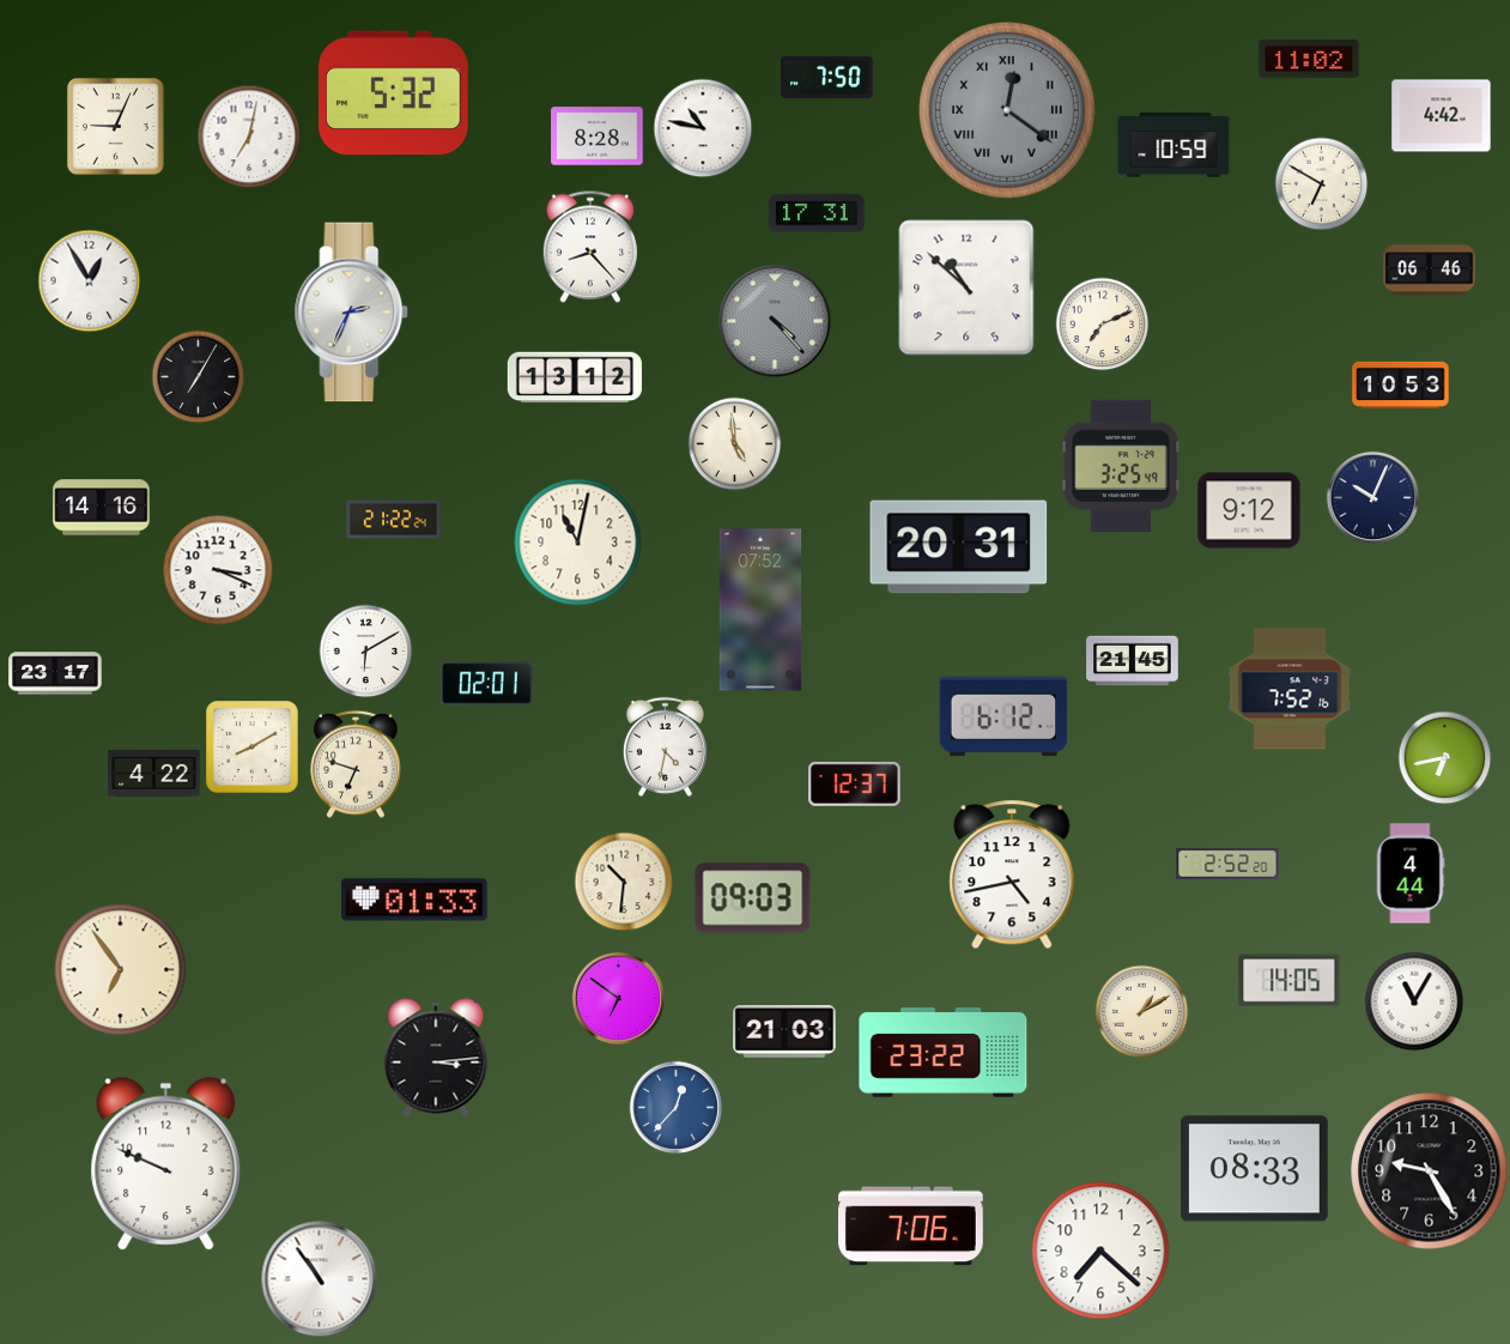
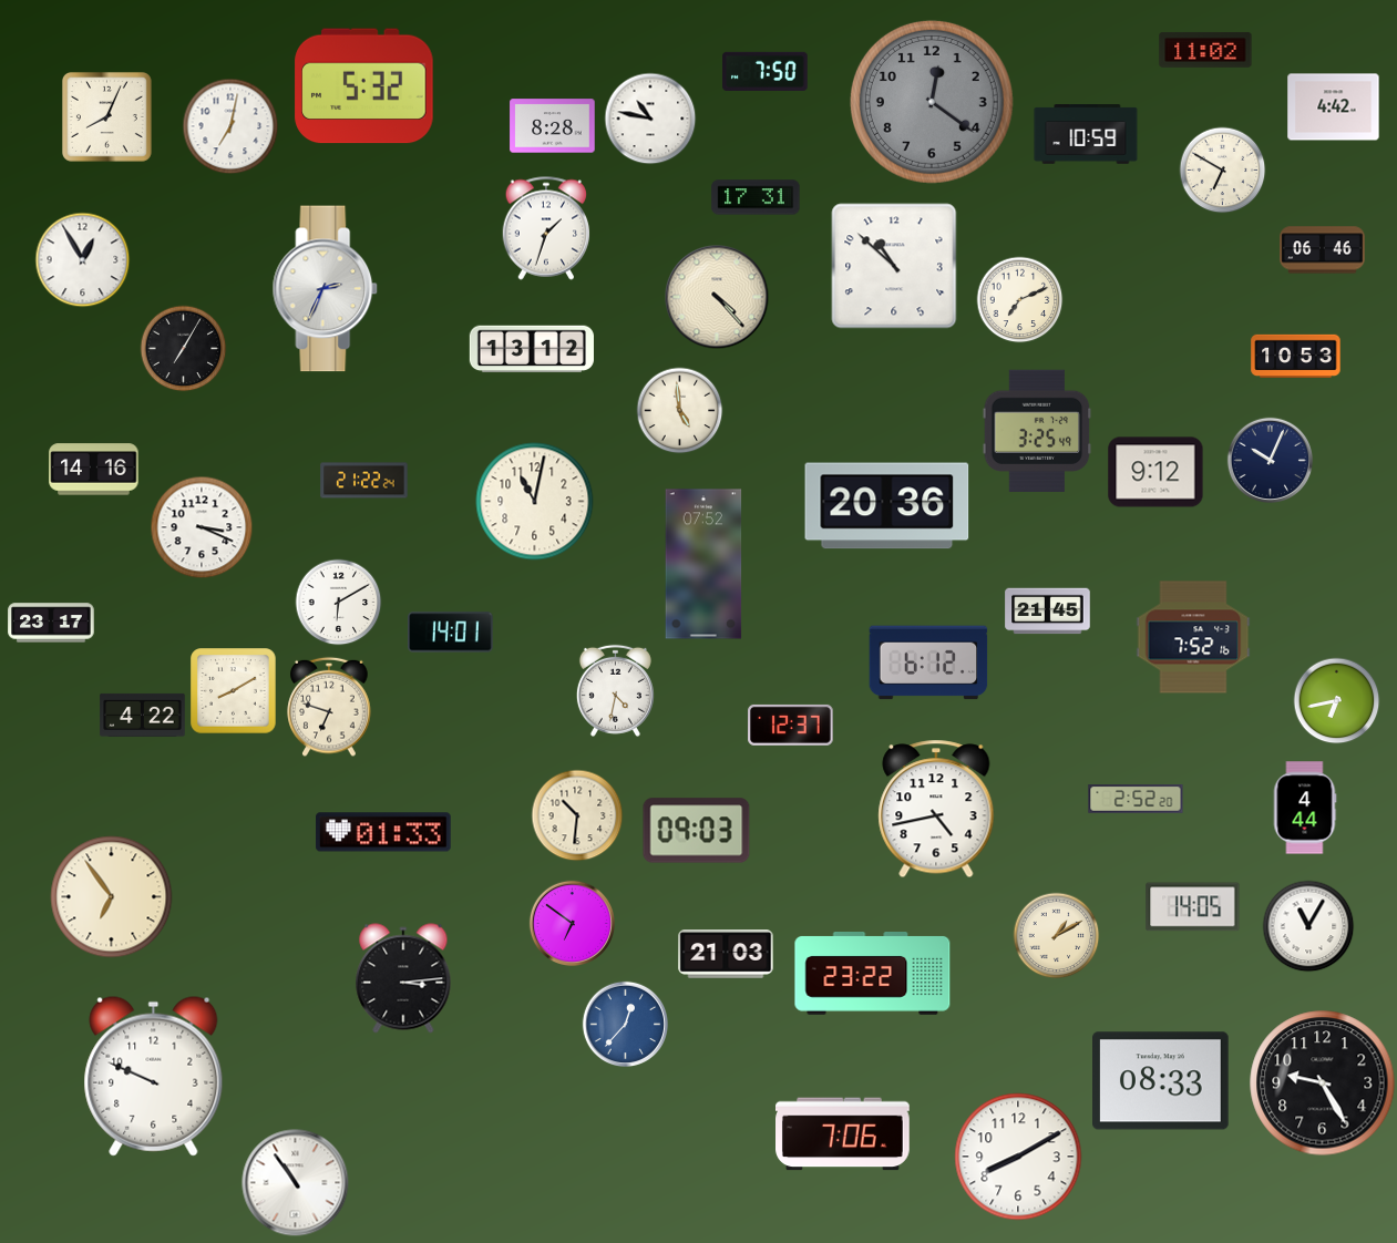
clock at (1309, 59) position: (1309, 59) -> (1205, 50)
clock at (1007, 110) numerals: Roman -> Arabic
clock at (115, 126): 9:04 -> 8:04
clock at (590, 247): 8:23 -> 1:33
clock at (775, 321) dial: grey -> cream
clock at (959, 547): 20:31 -> 20:36
clock at (487, 684): 02:01 -> 14:01
clock at (1100, 1251): 7:22 -> 8:10
